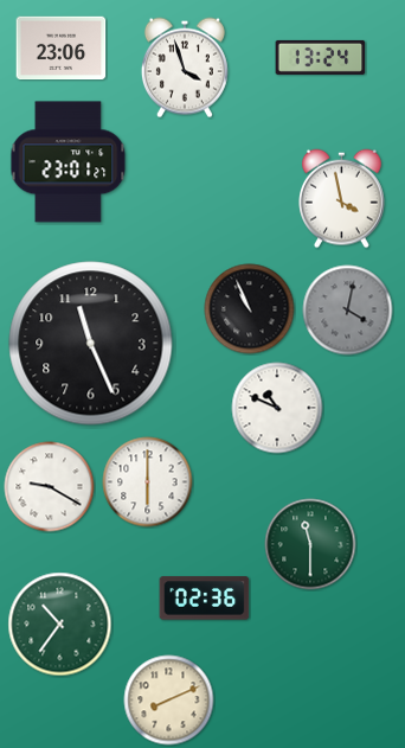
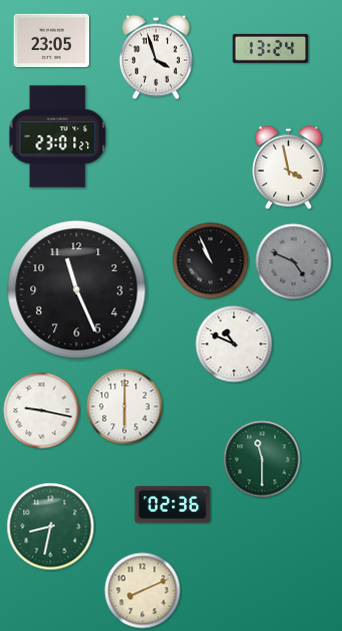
clock at (62, 49): 23:06 -> 23:05
clock at (348, 311): 4:02 -> 4:49
clock at (50, 487): 9:20 -> 9:17
clock at (60, 625): 10:36 -> 8:32
